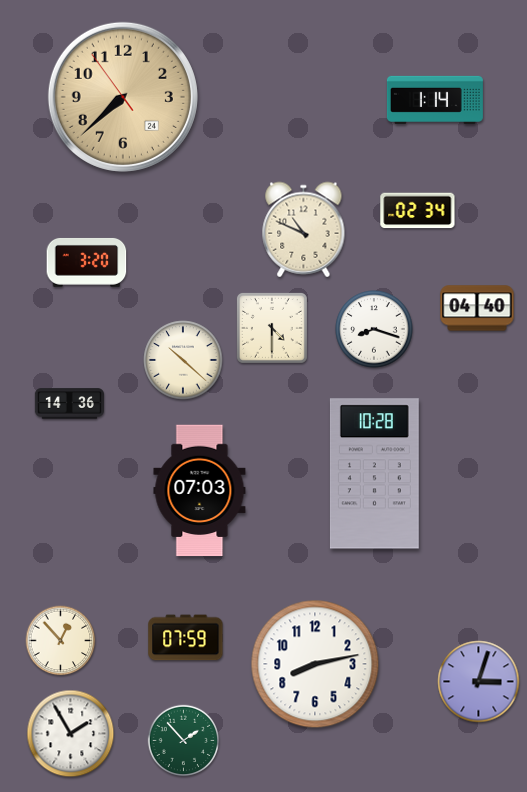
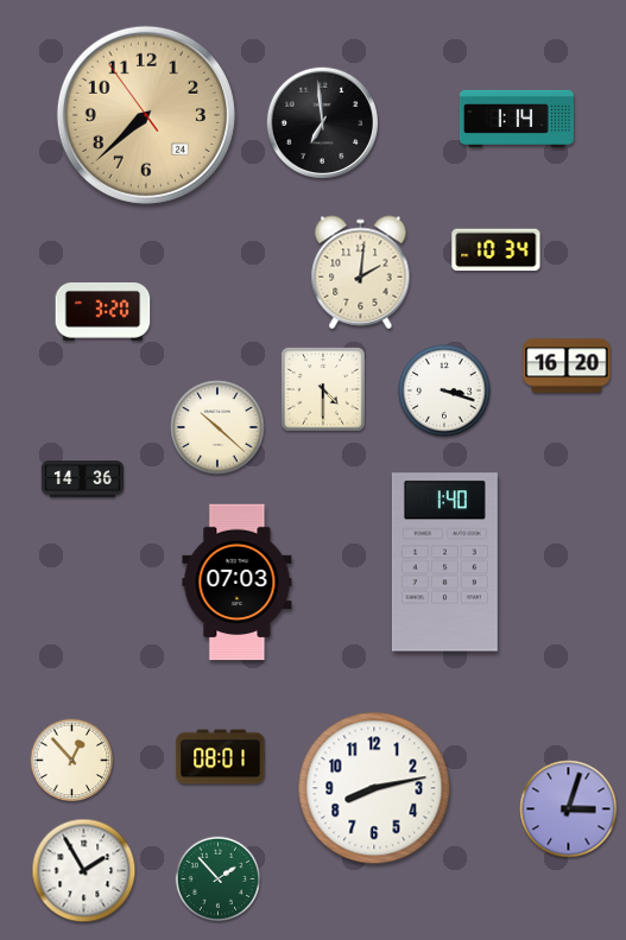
clock at (322, 122): none -> 6:59
clock at (418, 211): 02:34 -> 10:34
clock at (304, 230): 10:49 -> 2:01
clock at (477, 308): 04:40 -> 16:20
clock at (374, 329): 8:18 -> 3:18
clock at (374, 474): 10:28 -> 1:40
clock at (186, 638): 07:59 -> 08:01
